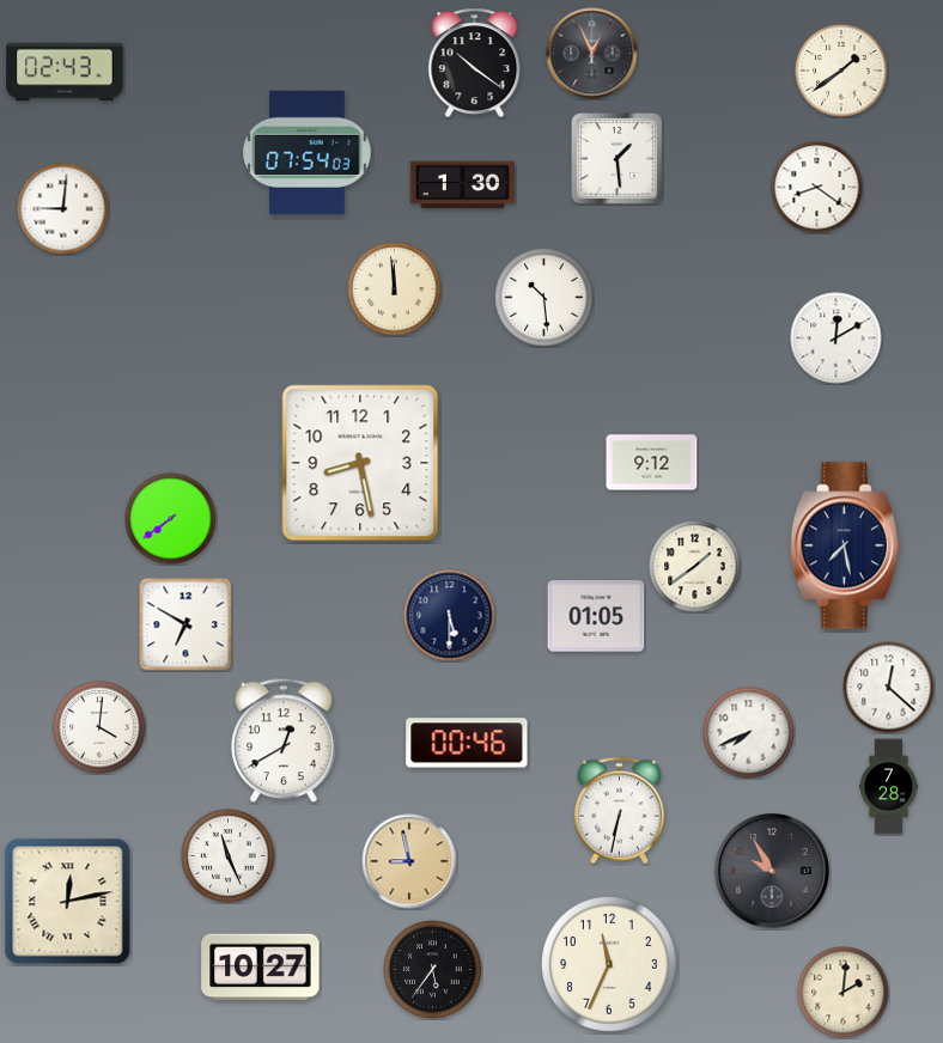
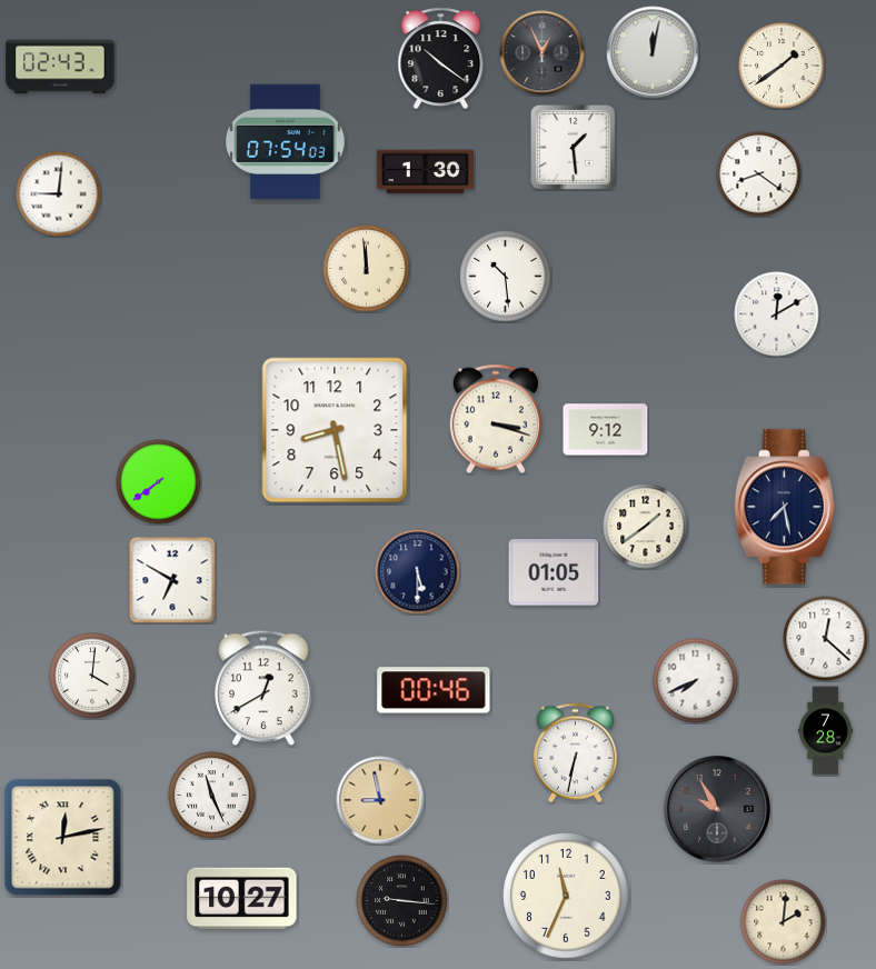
clock at (592, 54) position: (592, 54) -> (542, 53)
clock at (653, 52): none -> 12:02
clock at (462, 185) position: (462, 185) -> (425, 172)
clock at (496, 419): none -> 3:18
clock at (433, 970): 5:36 -> 9:16
